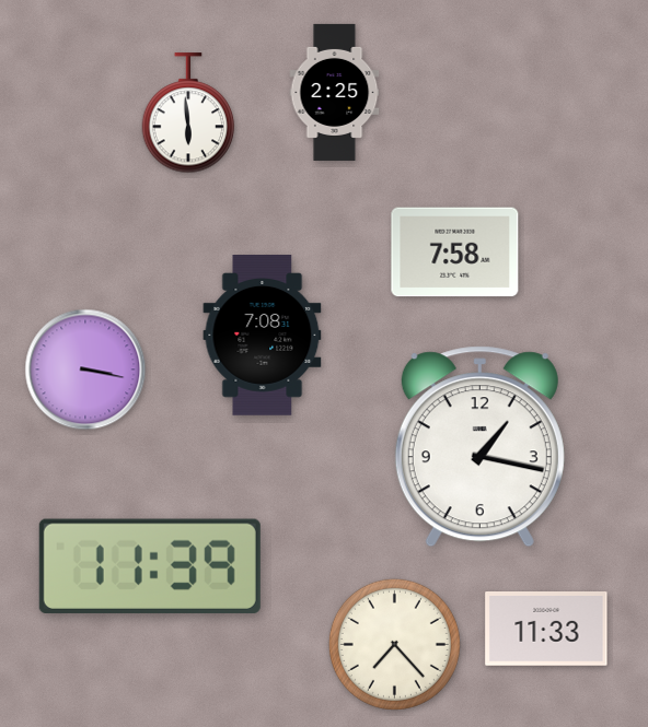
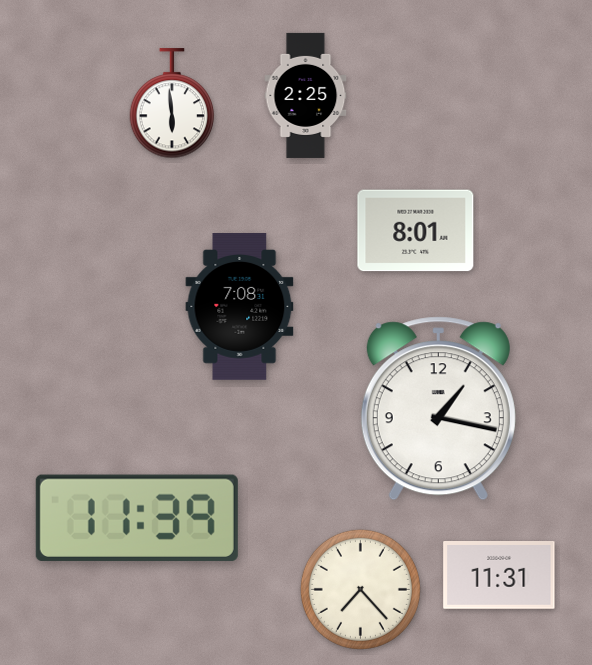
clock at (335, 92) position: (335, 92) -> (306, 95)
clock at (455, 253): 7:58 -> 8:01
clock at (85, 370): 3:17 -> none
clock at (546, 630): 11:33 -> 11:31
